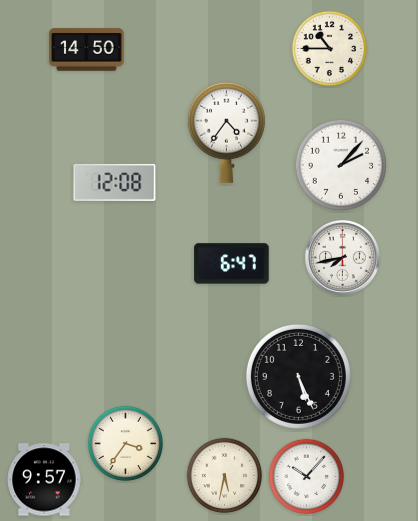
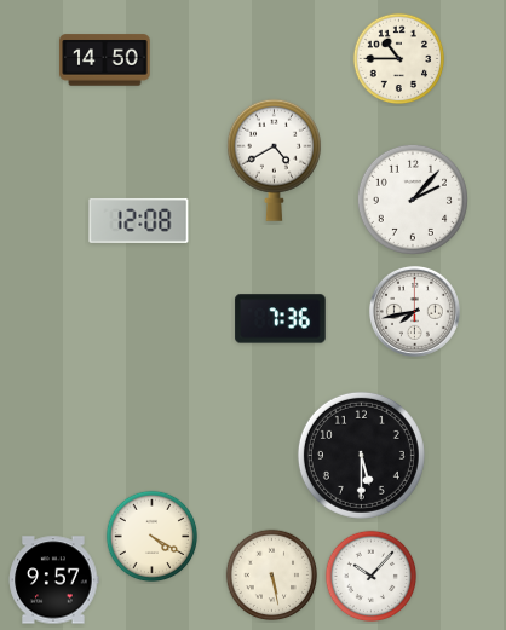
clock at (226, 132): 4:36 -> 4:40
clock at (232, 264): 6:47 -> 7:36
clock at (298, 376): 5:26 -> 5:30
clock at (126, 444): 3:36 -> 4:20
clock at (225, 476): 5:32 -> 5:28
